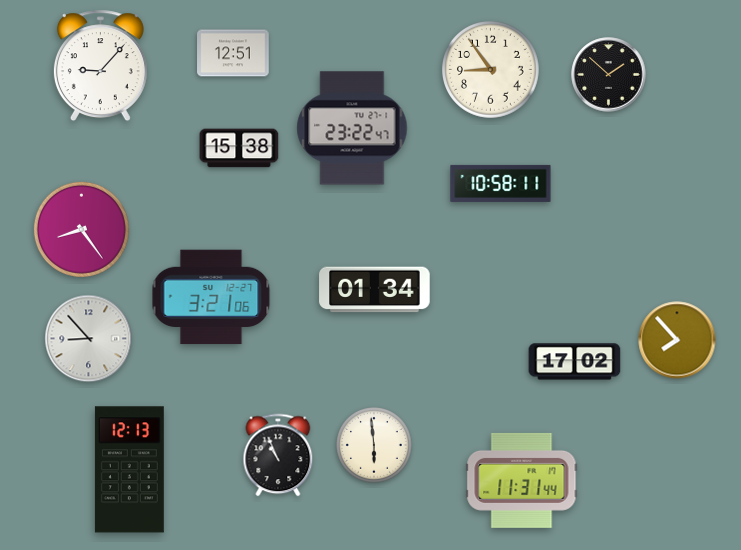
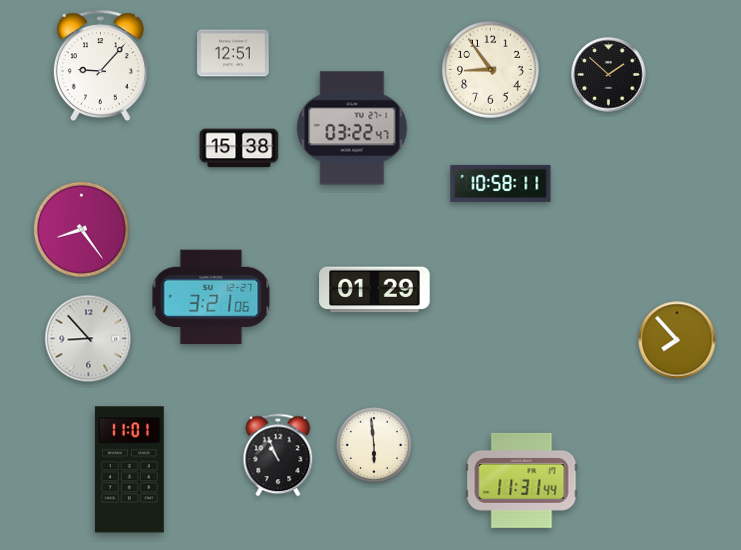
clock at (352, 128): 23:22 -> 03:22
clock at (375, 290): 01:34 -> 01:29
clock at (575, 362): 17:02 -> none
clock at (129, 470): 12:13 -> 11:01
